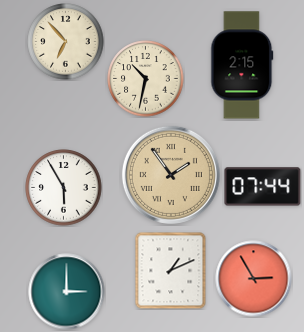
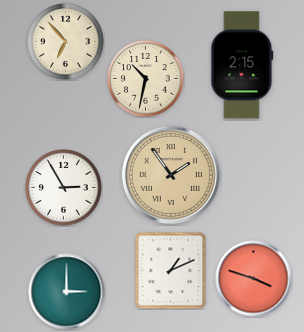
clock at (263, 187): 07:44 -> none
clock at (64, 188): 5:55 -> 2:55
clock at (254, 279): 2:55 -> 3:48
